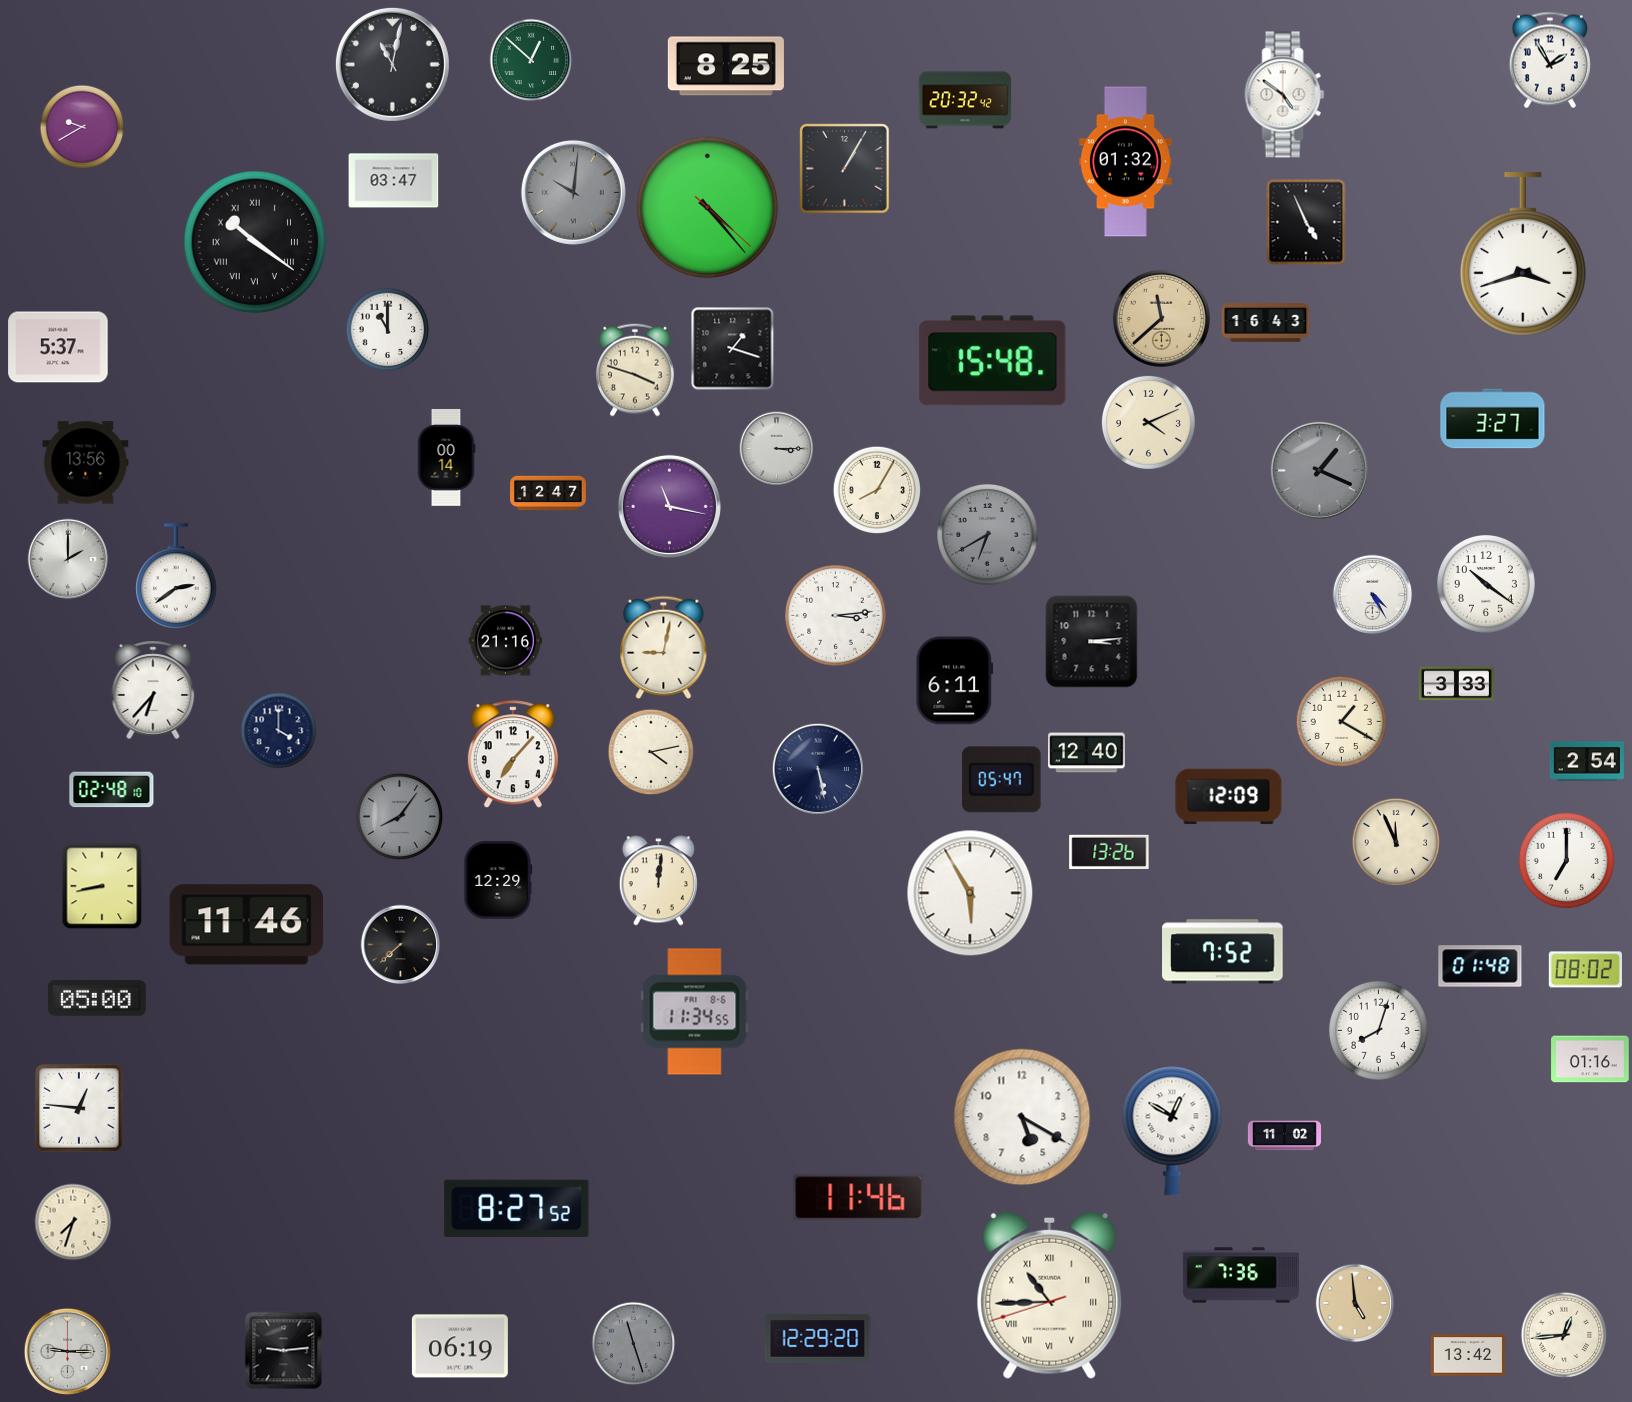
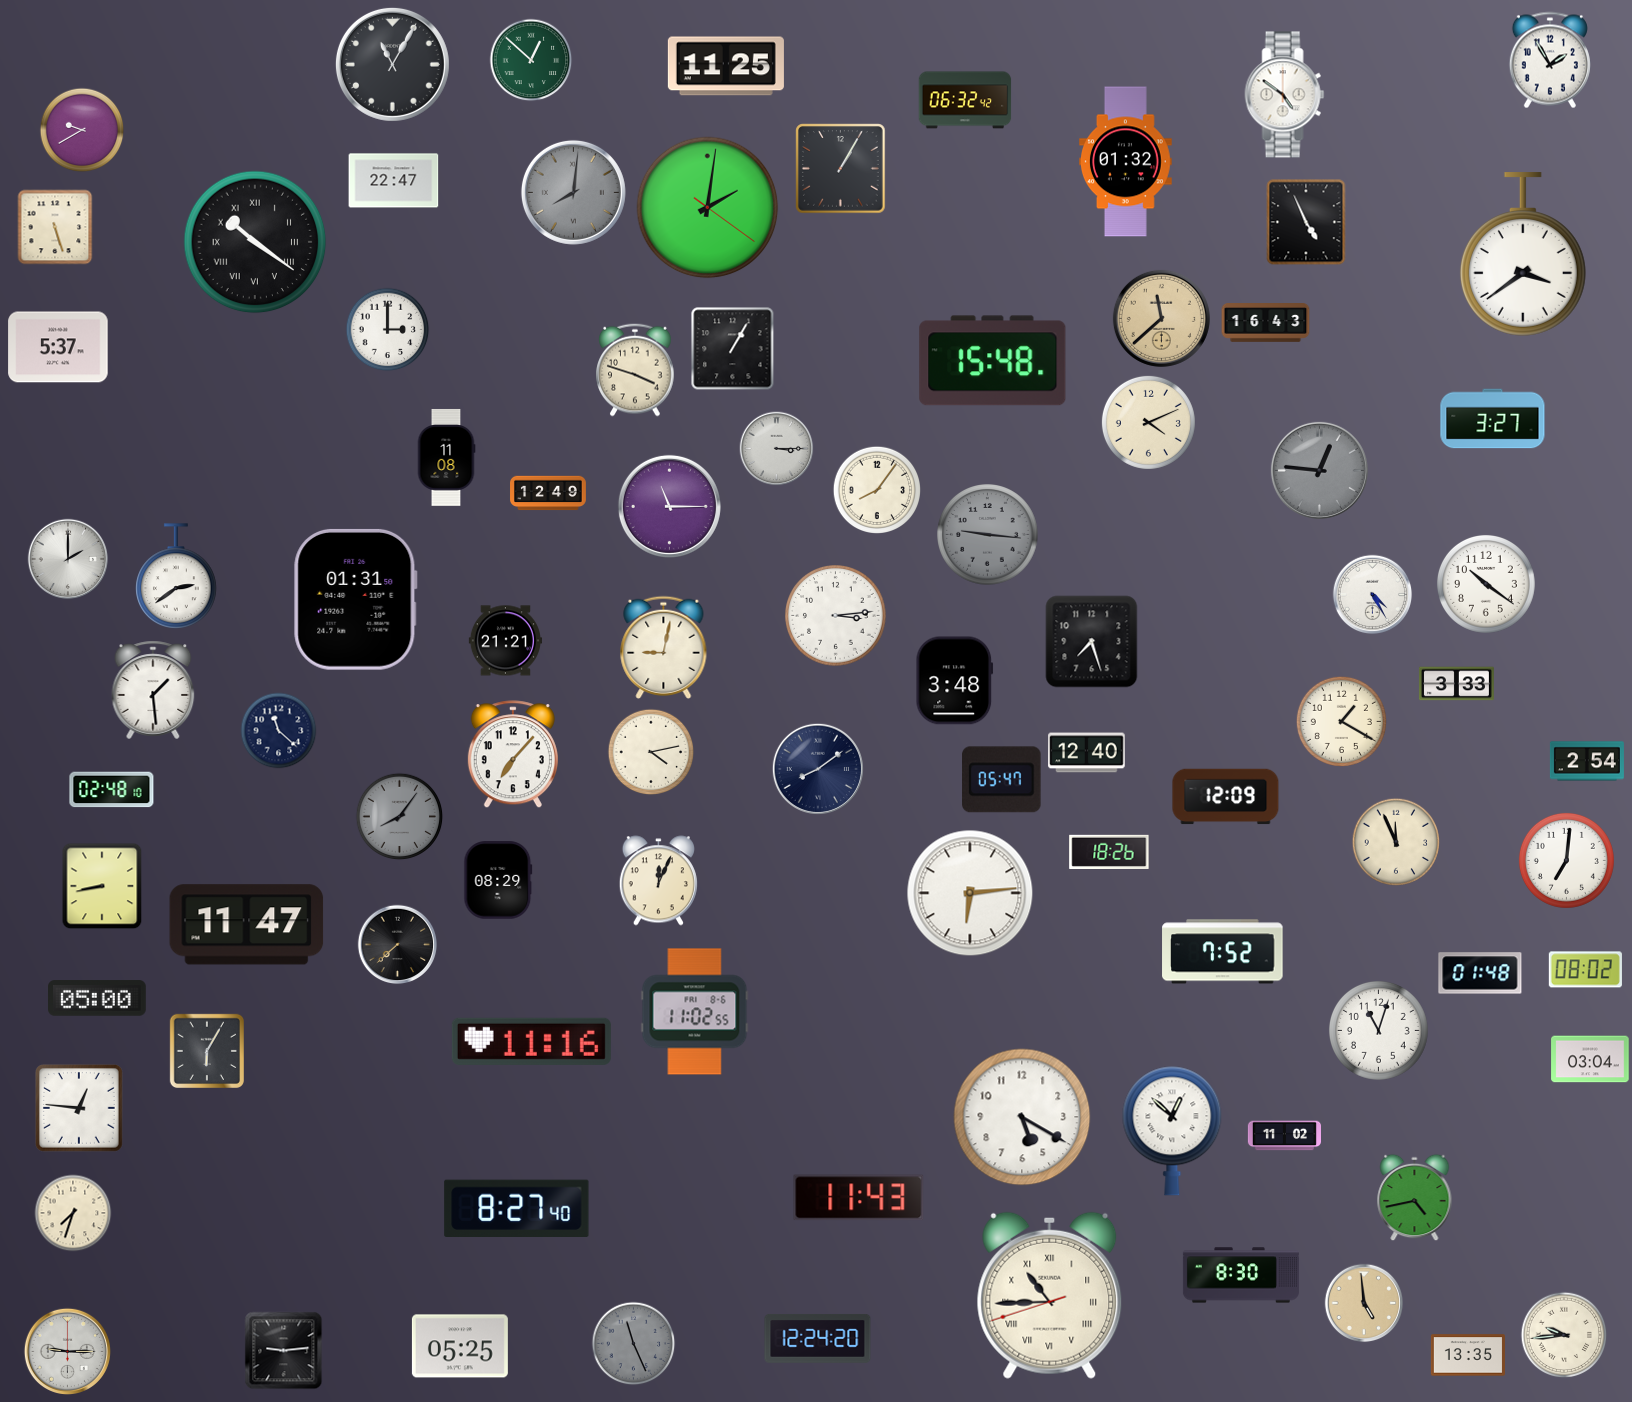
clock at (392, 64): 11:02 -> 11:05
clock at (726, 66): 8:25 -> 11:25
clock at (965, 100): 20:32 -> 06:32
clock at (82, 127) position: (82, 127) -> (82, 130)
clock at (845, 169) position: (845, 169) -> (841, 169)
clock at (394, 181): 03:47 -> 22:47
clock at (573, 192): 10:01 -> 8:01
clock at (708, 208): 4:23 -> 2:01
clock at (55, 227): none -> 5:27
clock at (1523, 254): 3:42 -> 3:39
clock at (388, 330): 11:00 -> 3:00
clock at (733, 349): 1:18 -> 1:05
clock at (446, 457): 00:14 -> 11:08
clock at (86, 463): 13:56 -> none
clock at (1319, 470): 1:19 -> 12:46
clock at (876, 489): 8:05 -> 8:06
clock at (548, 493): 12:47 -> 12:49
clock at (669, 506): 11:17 -> 11:15
clock at (988, 535): 6:40 -> 9:16
clock at (355, 599): none -> 01:31
clock at (505, 641): 21:16 -> 21:21
clock at (1092, 642): 3:14 -> 7:27
clock at (955, 681): 6:11 -> 3:48
clock at (153, 690): 6:37 -> 1:29
clock at (279, 731): 4:00 -> 11:22
clock at (818, 769): 5:28 -> 8:09
clock at (1229, 797) position: (1229, 797) -> (1226, 797)
clock at (1109, 851): 13:26 -> 18:26
clock at (1566, 860): 7:00 -> 7:01
clock at (498, 880): 12:29 -> 08:29
clock at (658, 881): 12:01 -> 12:04
clock at (970, 893): 5:55 -> 6:14
clock at (247, 925): 11:46 -> 11:47
clock at (401, 945) position: (401, 945) -> (398, 945)
clock at (1480, 966) position: (1480, 966) -> (1480, 973)
clock at (695, 1012): 11:34 -> 11:02
clock at (1378, 1030): 8:03 -> 11:03
clock at (531, 1041): none -> 11:16
clock at (206, 1050): none -> 6:05
clock at (1590, 1059): 01:16 -> 03:04
clock at (1172, 1131): 12:50 -> 12:52
clock at (859, 1198): 11:46 -> 11:43
clock at (1415, 1198): none -> 4:43
clock at (517, 1208): 8:27:52 -> 8:27:40
clock at (73, 1222) position: (73, 1222) -> (73, 1213)
clock at (1241, 1275): 7:36 -> 8:30
clock at (1355, 1303) position: (1355, 1303) -> (1364, 1303)
clock at (1564, 1335): 12:44 -> 9:44
clock at (818, 1338): 12:29 -> 12:24
clock at (634, 1344): 11:27 -> 11:26
clock at (460, 1346): 06:19 -> 05:25
clock at (1468, 1355): 13:42 -> 13:35
